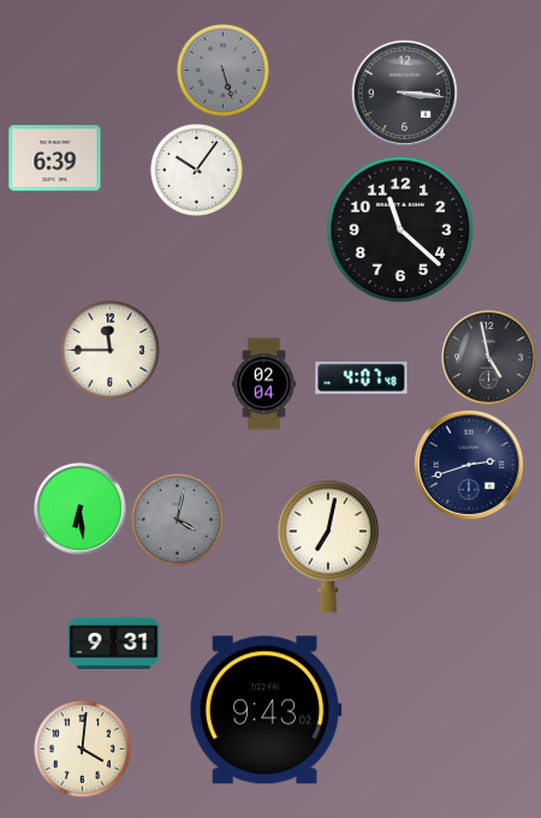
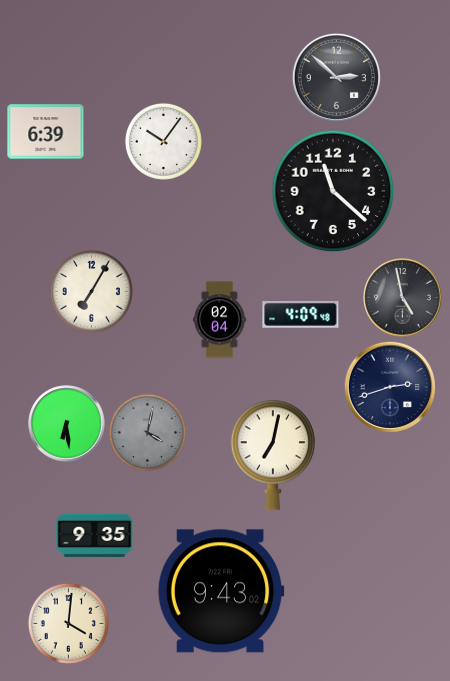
clock at (222, 70): 5:27 -> none
clock at (404, 92): 3:16 -> 2:52
clock at (109, 350): 11:45 -> 7:05
clock at (489, 358) position: (489, 358) -> (403, 298)
clock at (362, 377): 4:07 -> 4:09
clock at (114, 643): 9:31 -> 9:35
